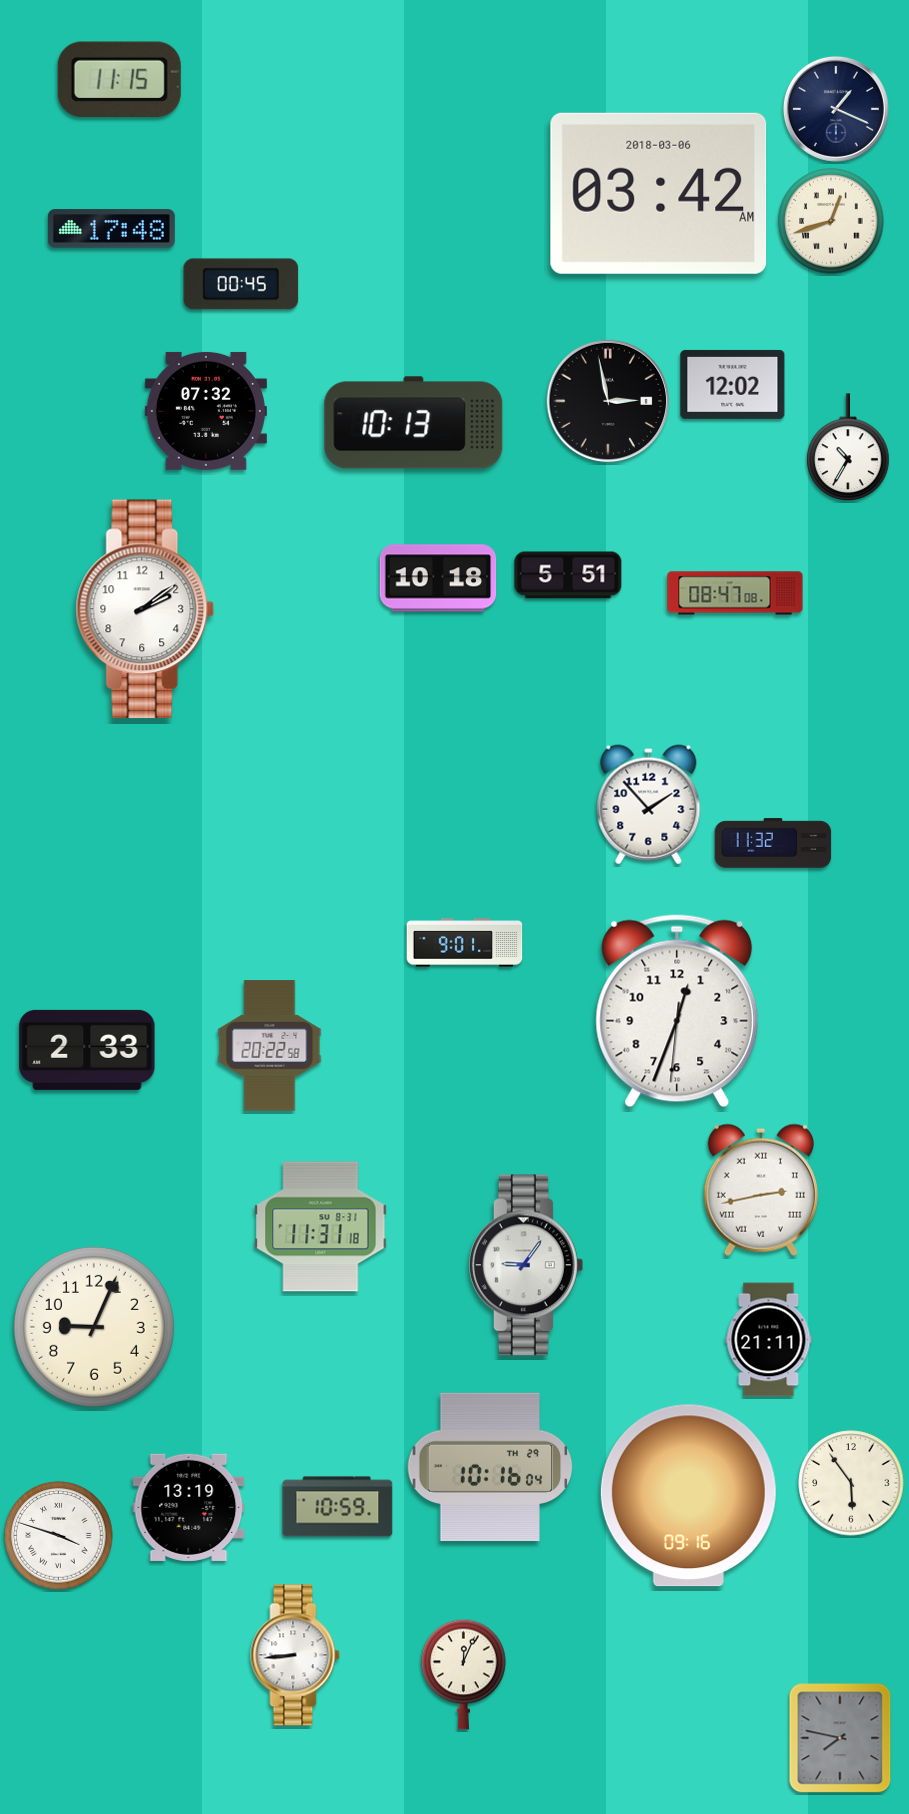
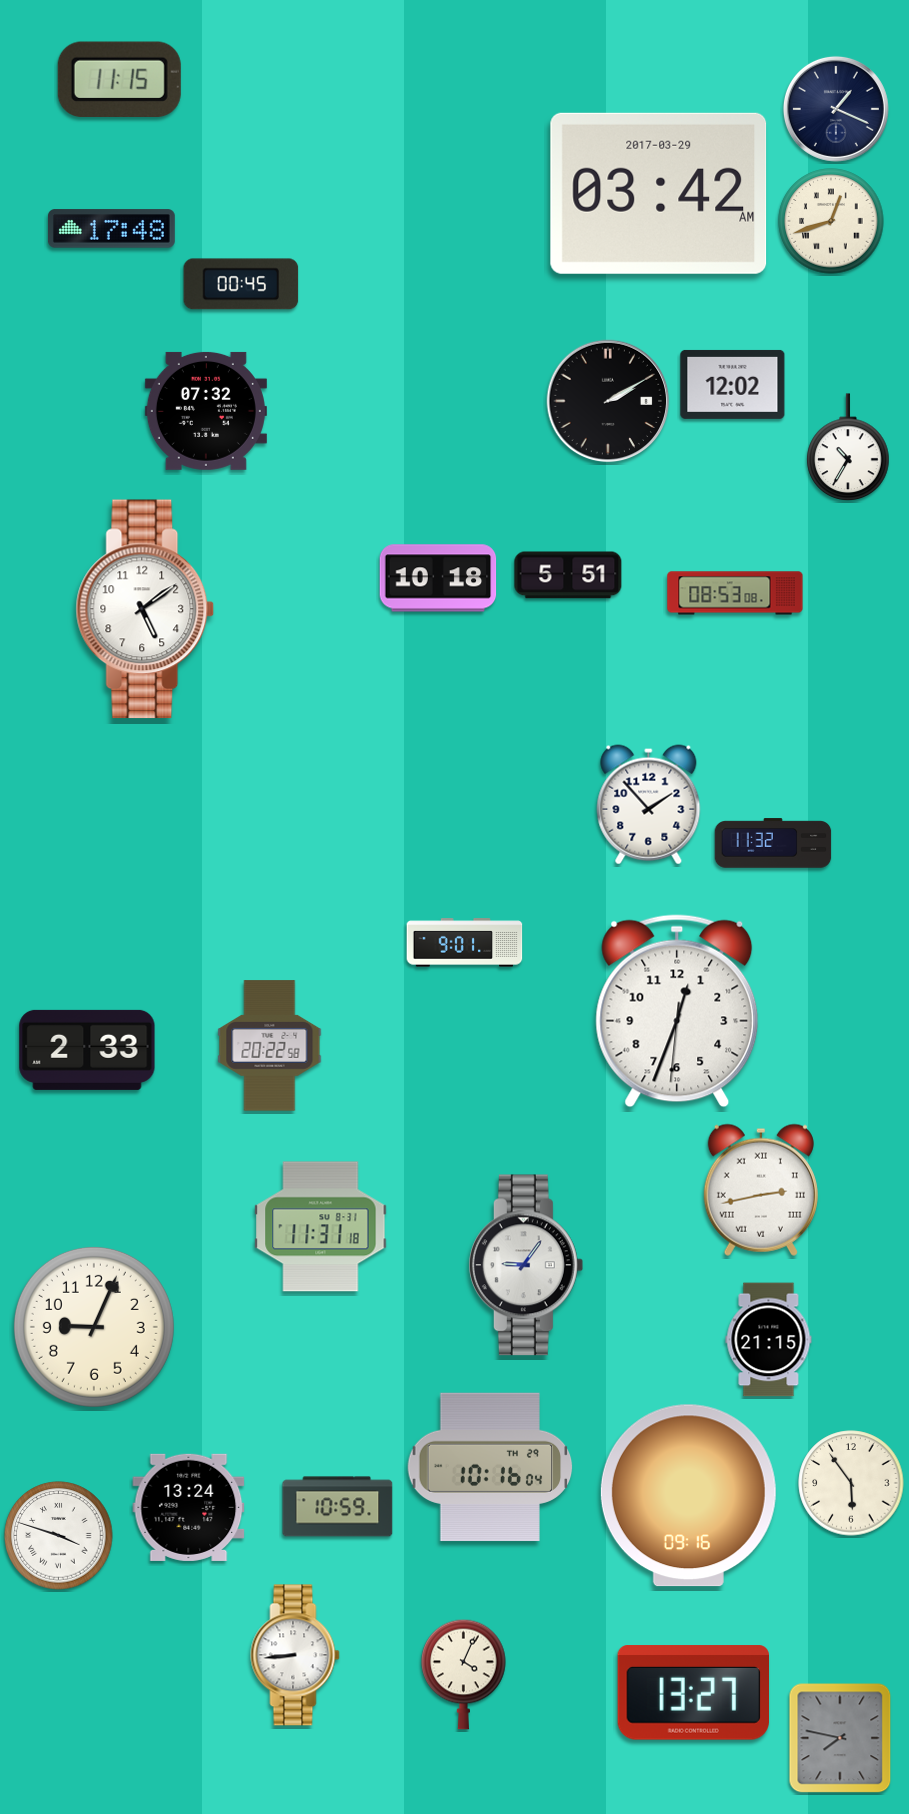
clock at (659, 193) date: 2018-03-06 -> 2017-03-29
clock at (608, 401): 2:58 -> 2:10
clock at (414, 423): 10:13 -> none
clock at (735, 593): 08:47 -> 08:53
clock at (145, 609): 2:09 -> 5:09
clock at (769, 1340): 21:11 -> 21:15
clock at (189, 1507): 13:19 -> 13:24
clock at (464, 1674): 12:04 -> 4:04
clock at (694, 1693): none -> 13:27
